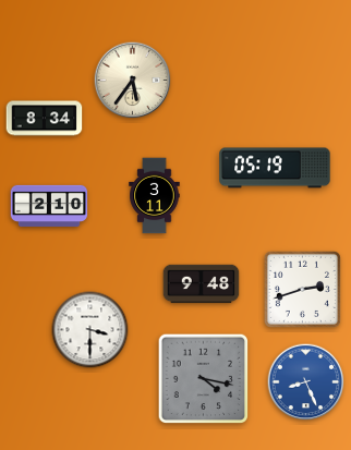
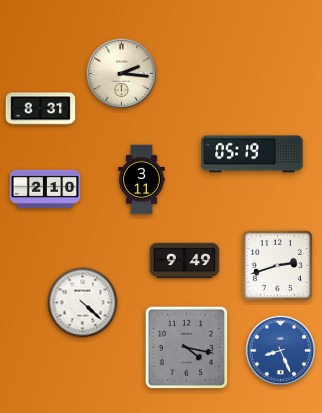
clock at (133, 81): 5:36 -> 2:16
clock at (45, 119): 8:34 -> 8:31
clock at (202, 284): 9:48 -> 9:49
clock at (90, 330): 3:30 -> 4:22
